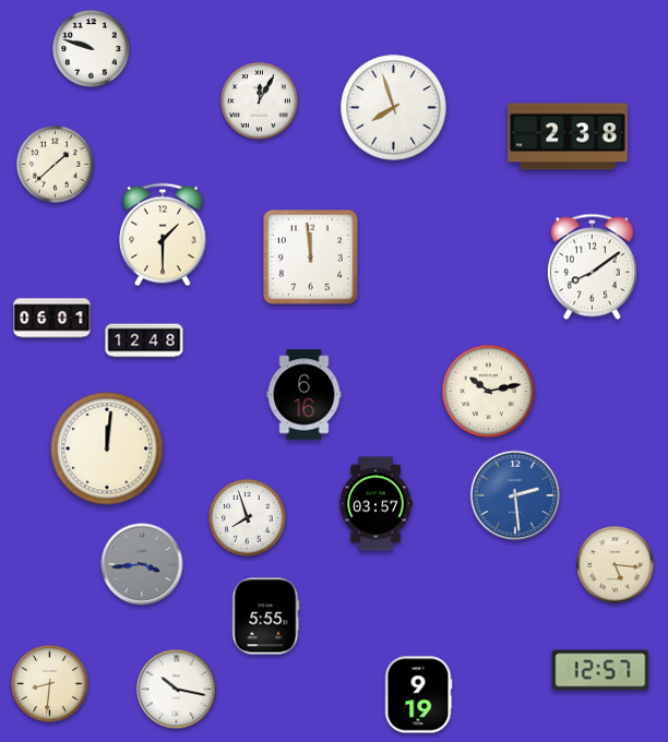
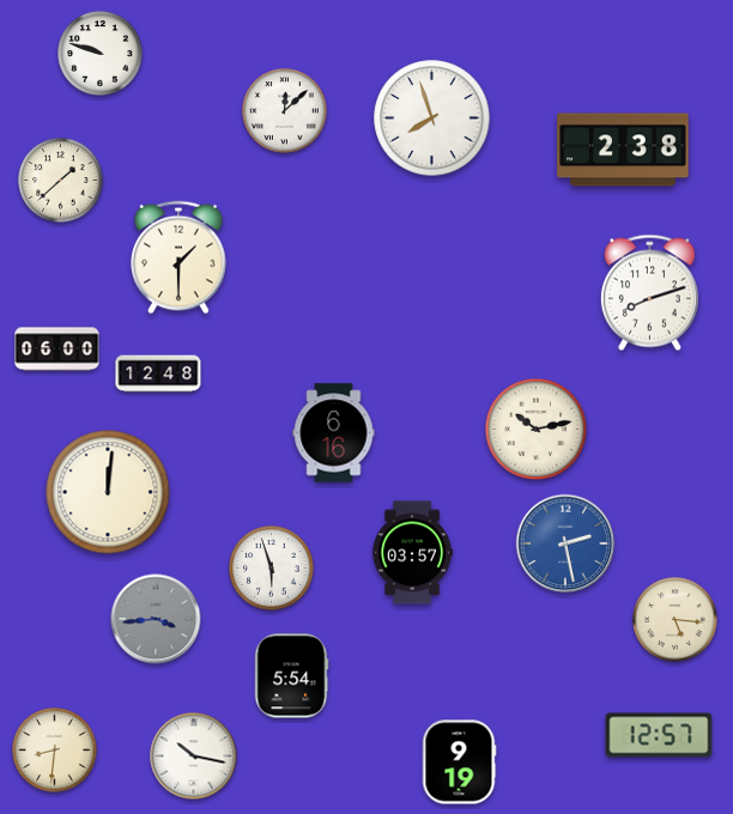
clock at (260, 101): 12:05 -> 12:08
clock at (311, 258): 11:59 -> none
clock at (592, 267): 8:09 -> 8:12
clock at (52, 319): 06:01 -> 06:00
clock at (107, 448) position: (107, 448) -> (108, 492)
clock at (515, 495): 2:29 -> 2:28
clock at (248, 518): 7:57 -> 5:57
clock at (266, 617): 5:55 -> 5:54
